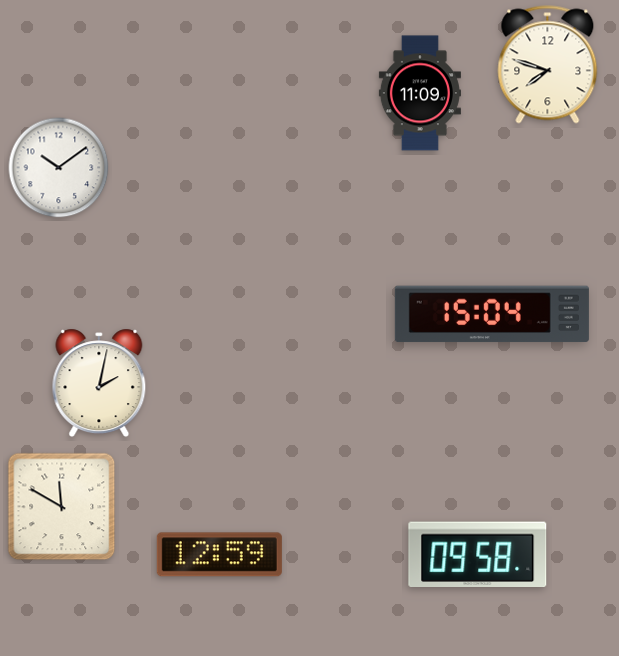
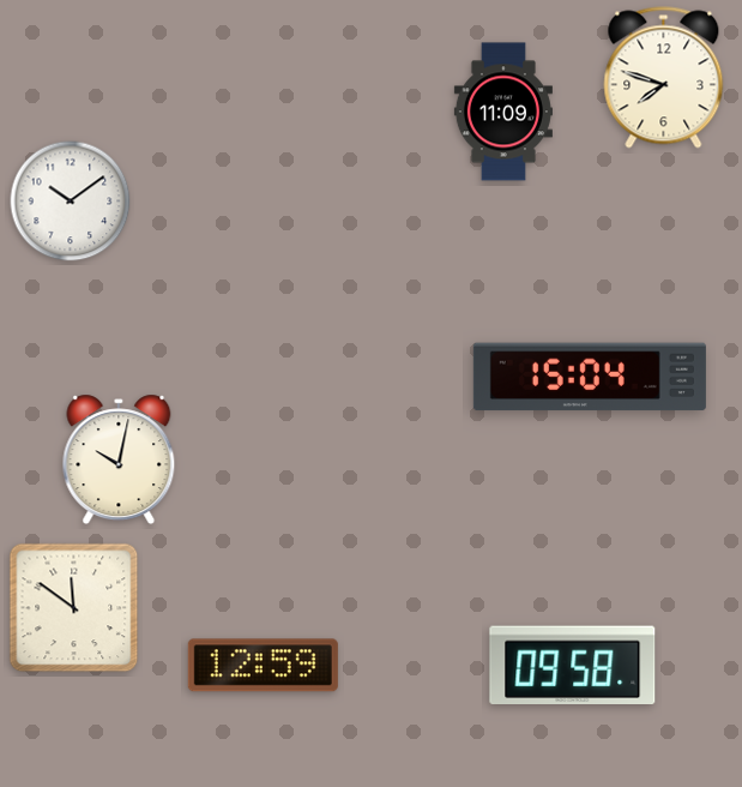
clock at (548, 65) position: (548, 65) -> (664, 78)
clock at (99, 383): 2:02 -> 10:02
clock at (62, 507): 11:50 -> 11:51
